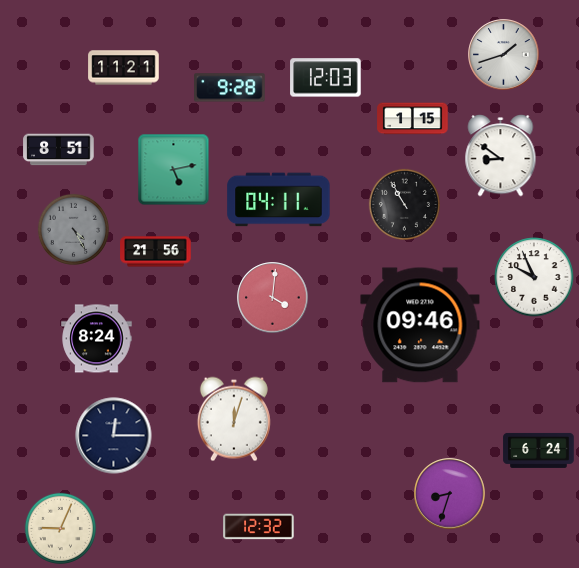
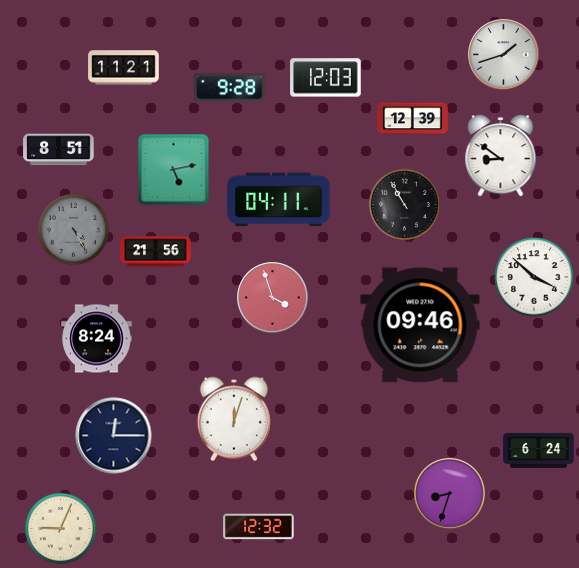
clock at (413, 119): 1:15 -> 12:39
clock at (534, 277): 9:56 -> 3:52
clock at (273, 298): 4:01 -> 3:57
